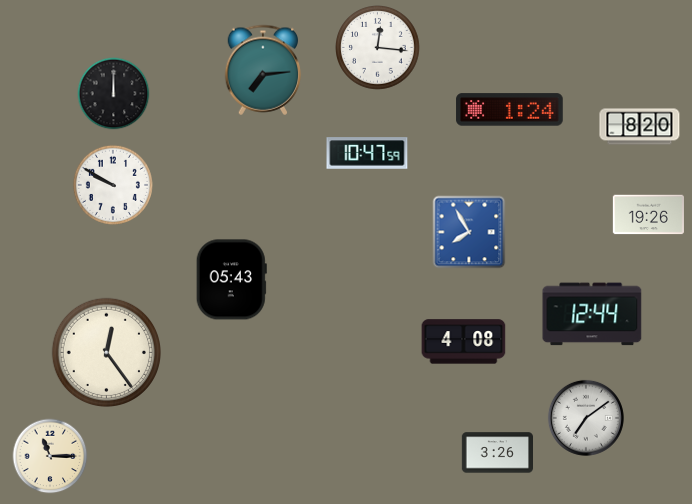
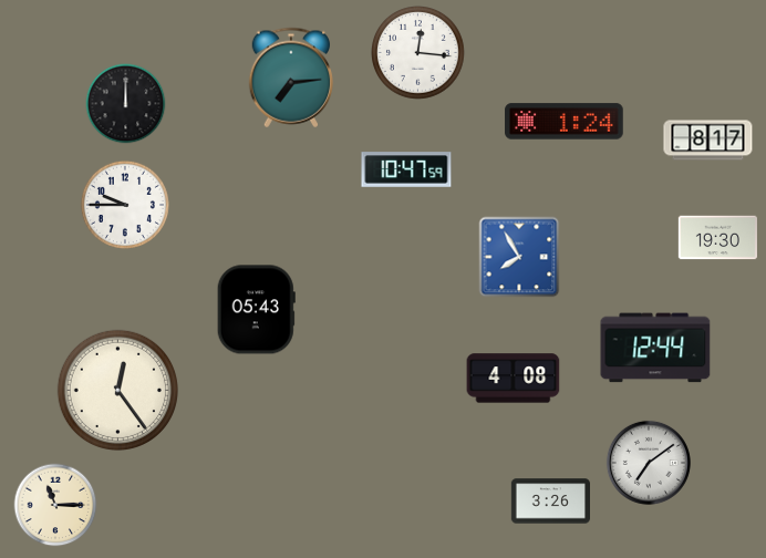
clock at (640, 127): 8:20 -> 8:17
clock at (113, 185): 9:50 -> 9:45
clock at (648, 215): 19:26 -> 19:30
